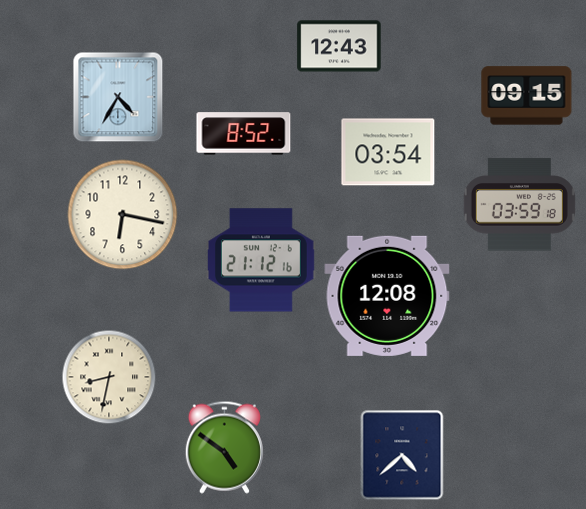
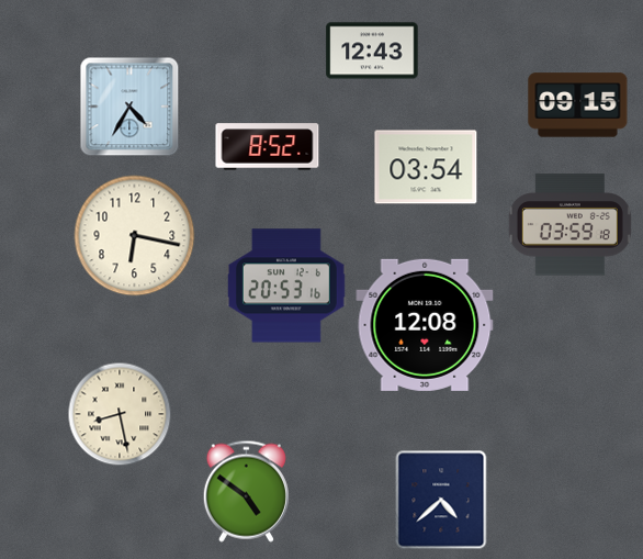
clock at (261, 260): 21:12 -> 20:53
clock at (109, 377): 8:32 -> 8:28
